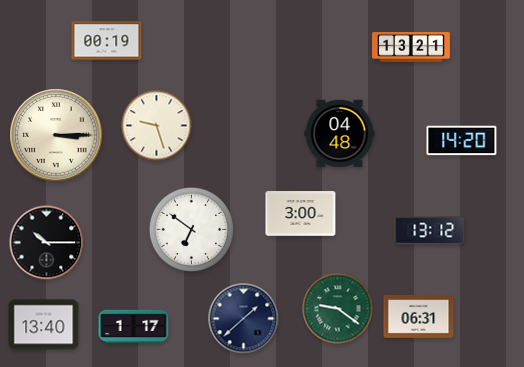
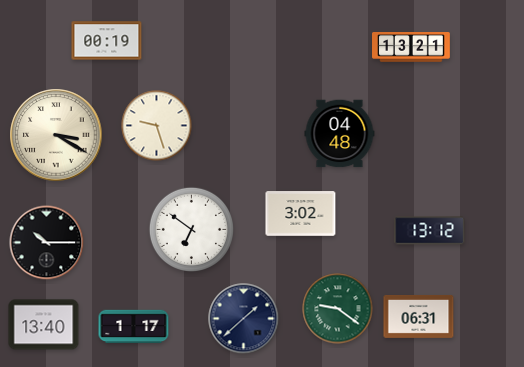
clock at (56, 135): 3:15 -> 3:20
clock at (462, 141): 14:20 -> none
clock at (301, 214): 3:00 -> 3:02
